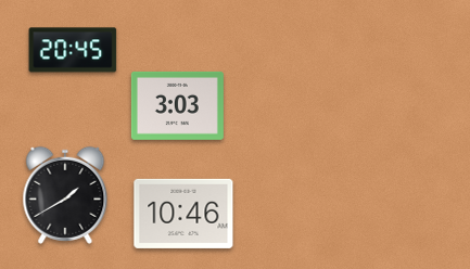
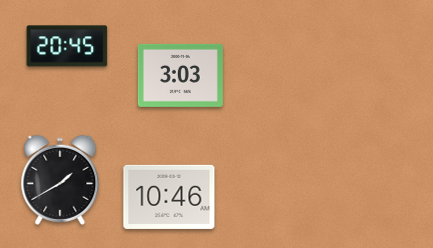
clock at (177, 105) position: (177, 105) -> (180, 75)
